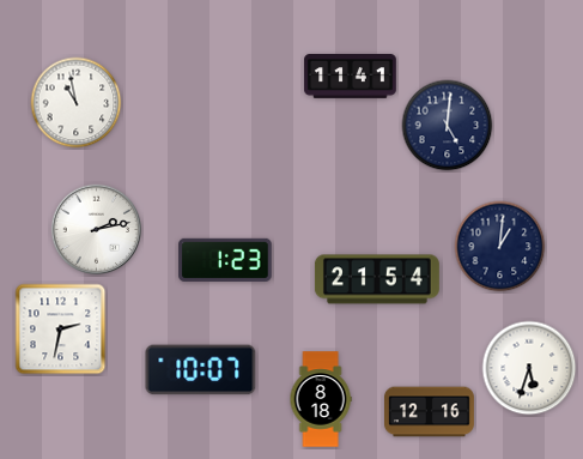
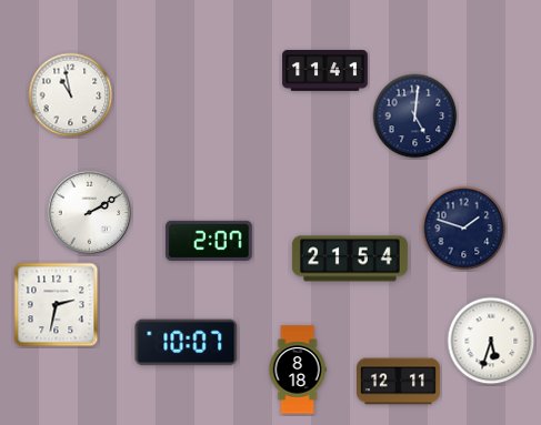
clock at (97, 230): 2:13 -> 2:10
clock at (500, 247): 1:01 -> 1:48
clock at (225, 260): 1:23 -> 2:07
clock at (430, 412): 12:16 -> 12:11
